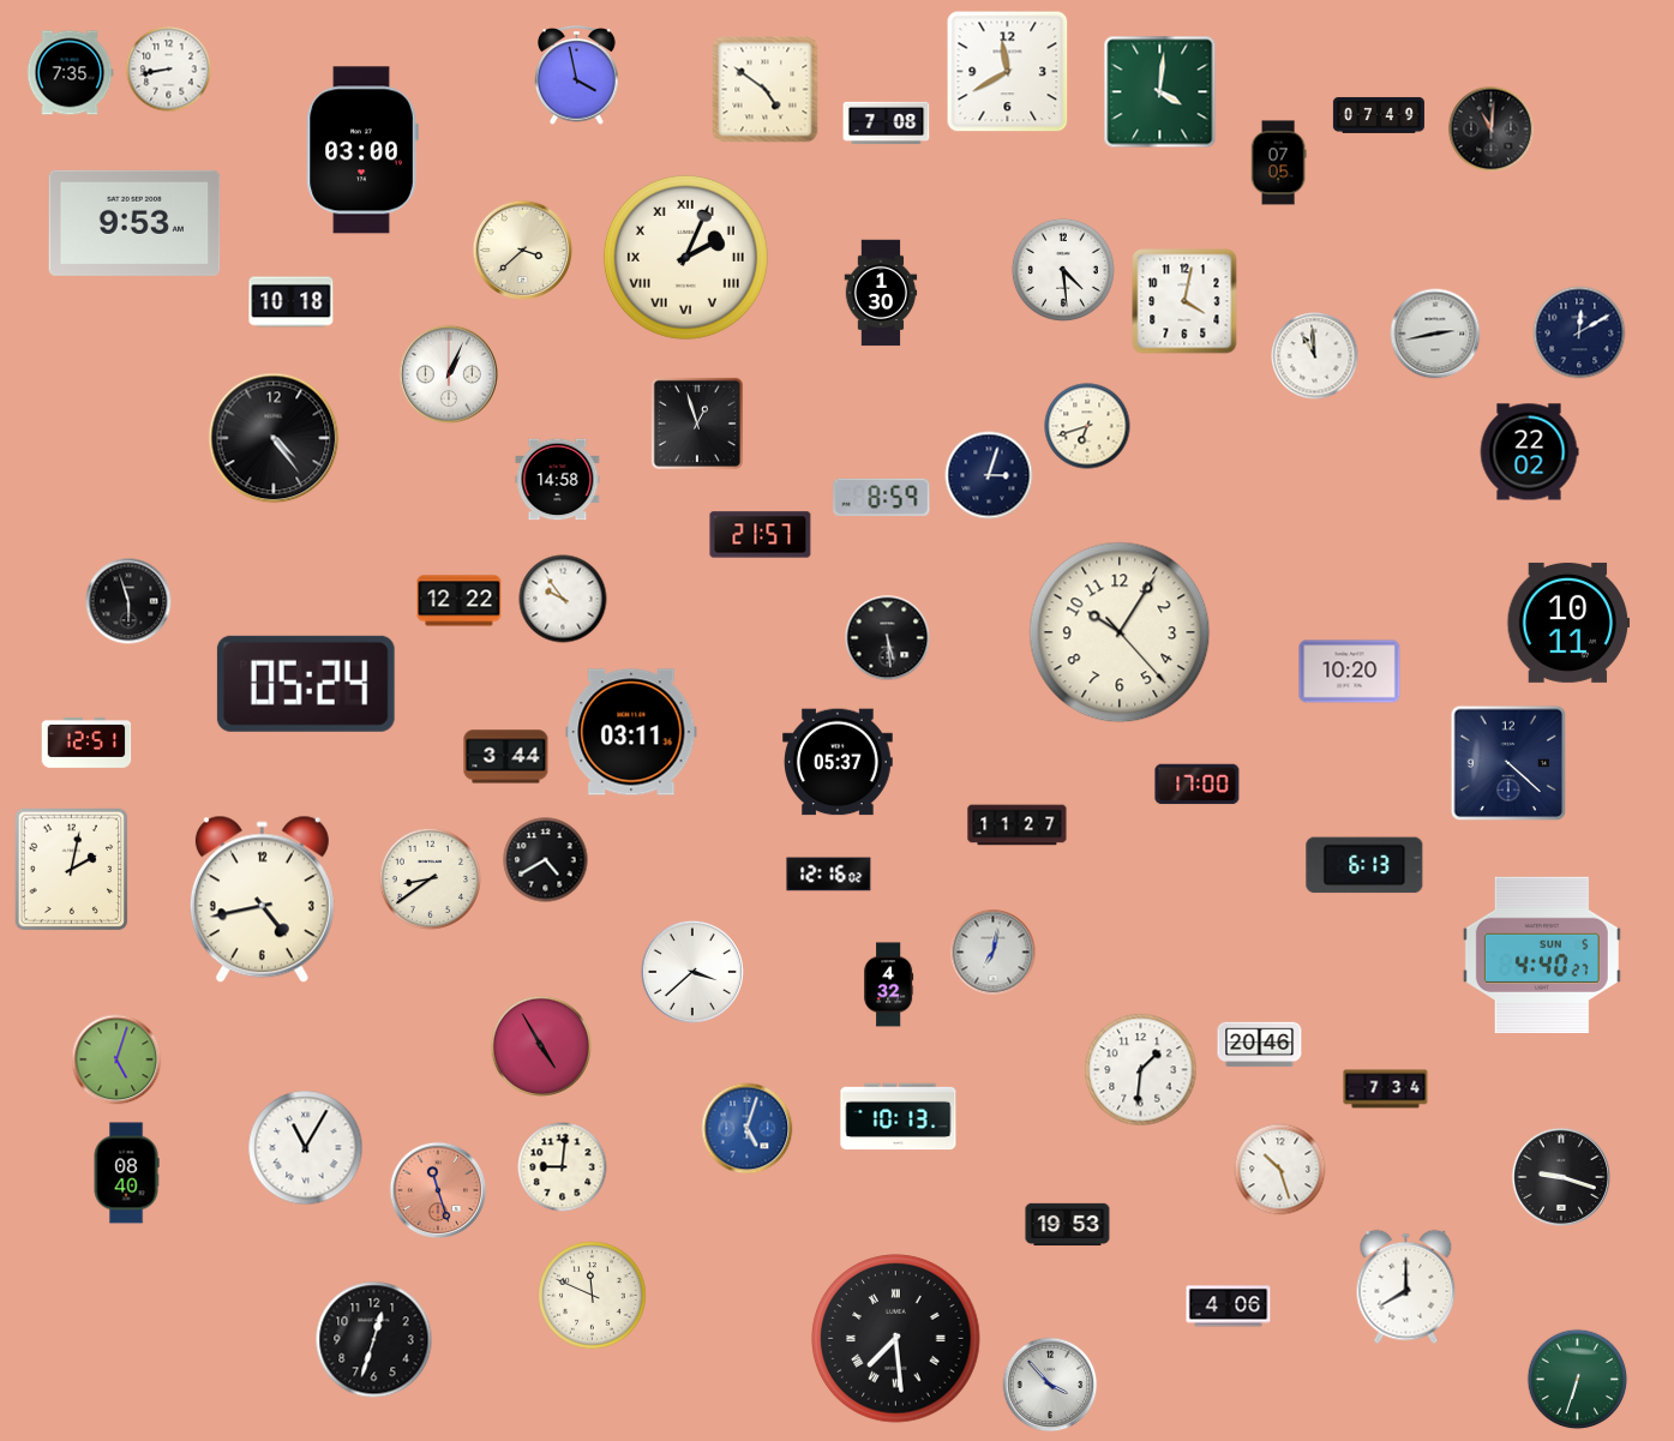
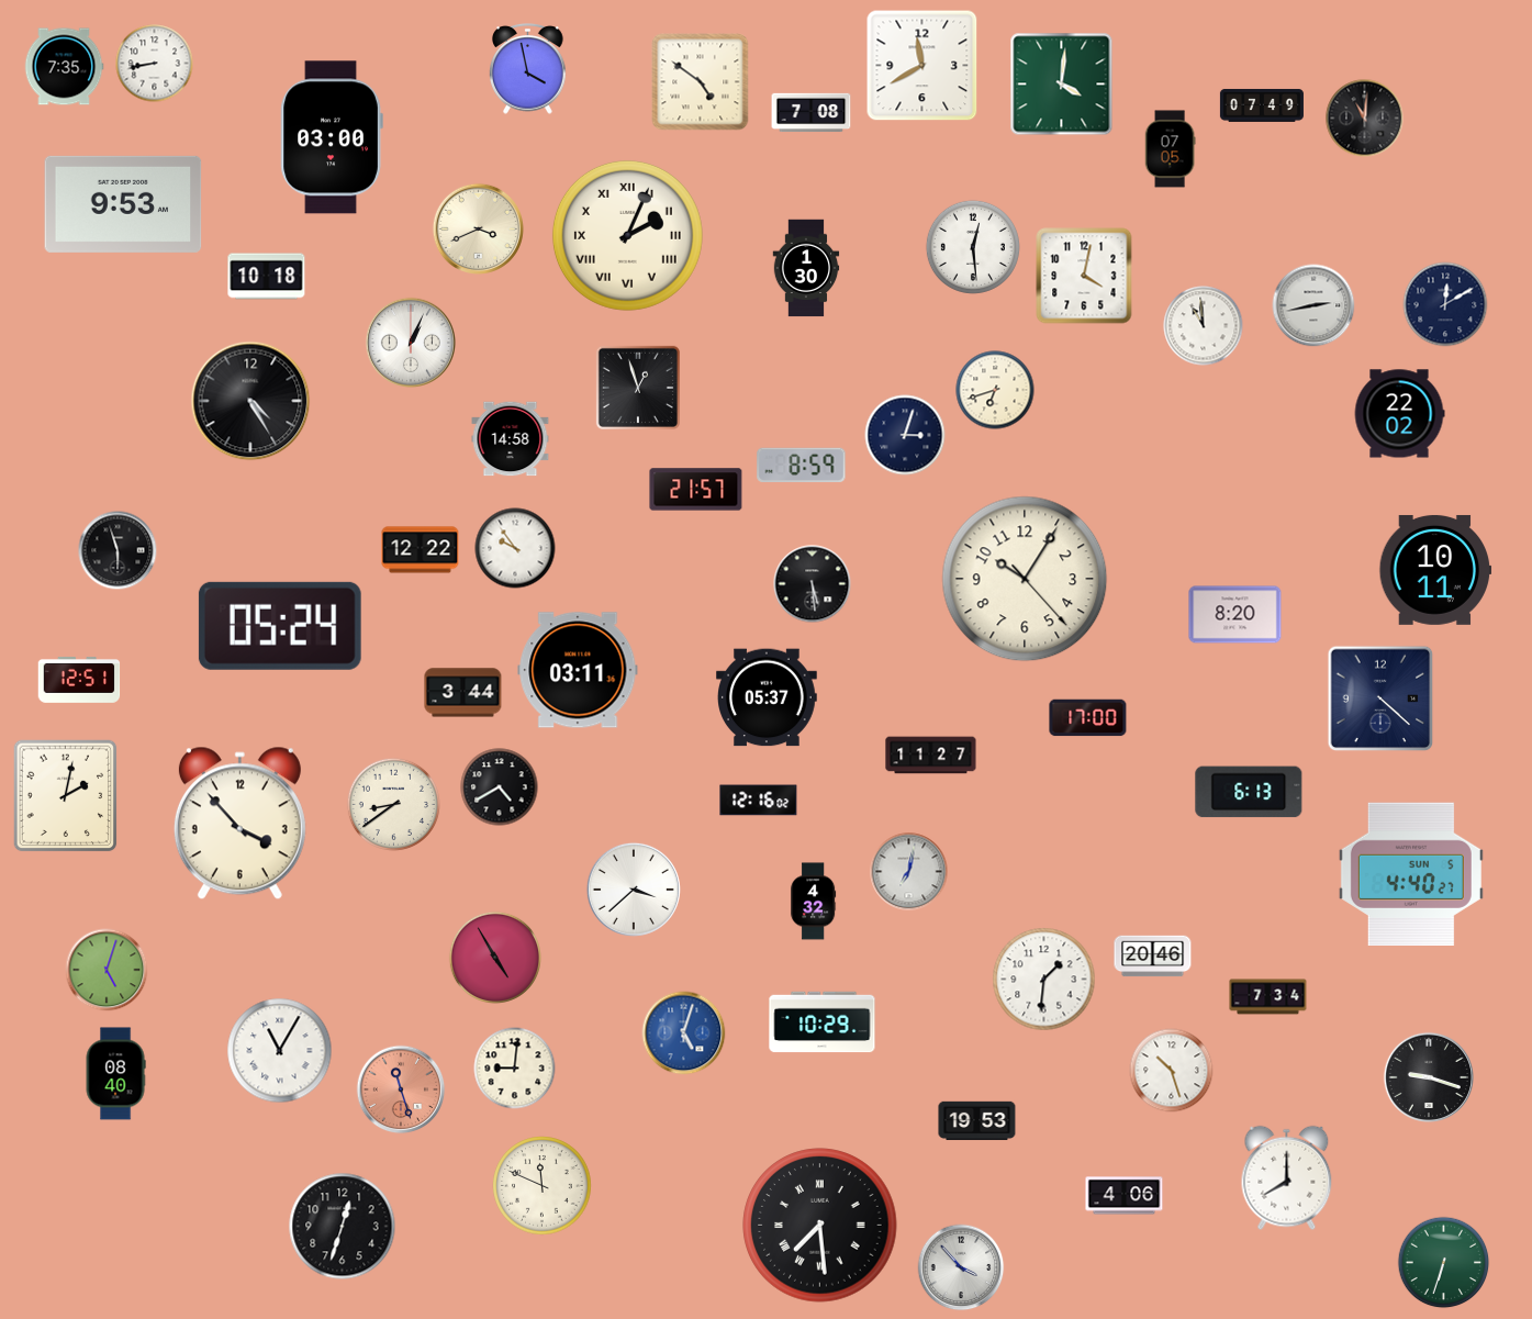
clock at (522, 250): 3:38 -> 3:41
clock at (1063, 270): 4:29 -> 12:29
clock at (274, 438): 4:24 -> 4:25
clock at (882, 498) position: (882, 498) -> (802, 466)
clock at (1350, 672): 10:20 -> 8:20
clock at (1198, 785) position: (1198, 785) -> (1088, 718)
clock at (262, 900): 4:43 -> 3:53
clock at (899, 1117): 10:13 -> 10:29
